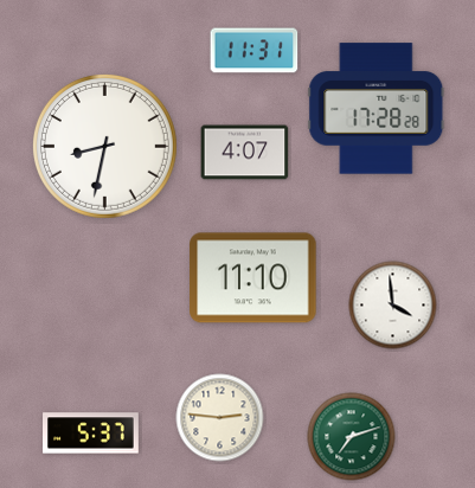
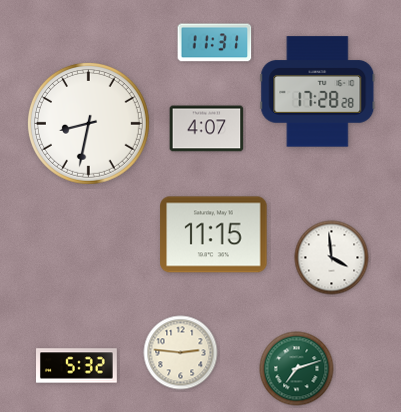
clock at (253, 278): 11:10 -> 11:15
clock at (220, 418) position: (220, 418) -> (181, 353)
clock at (91, 434): 5:37 -> 5:32
